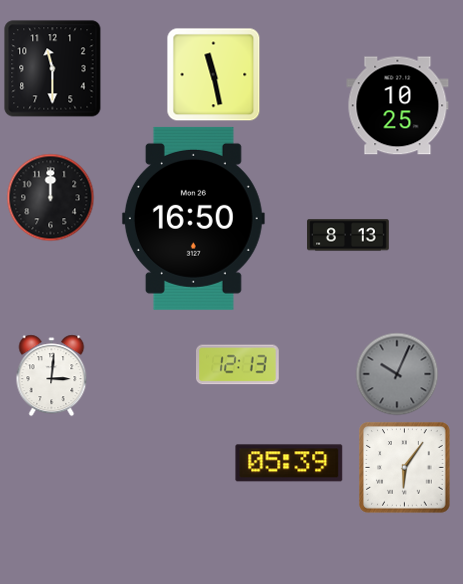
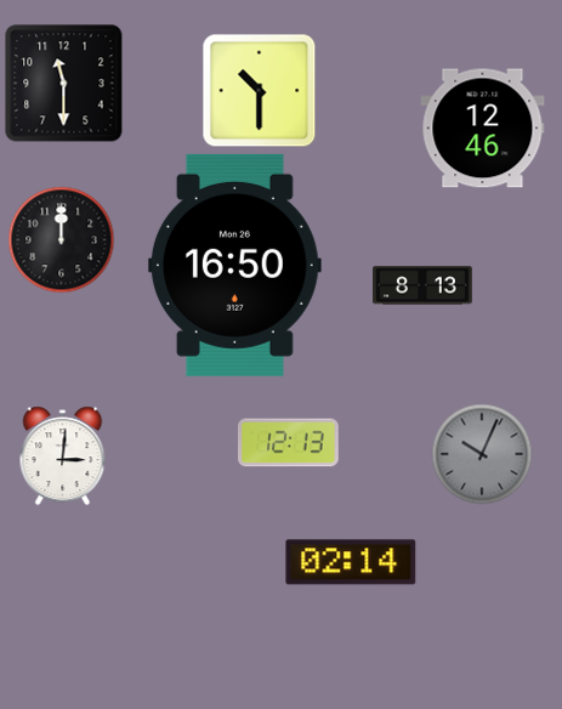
clock at (213, 74): 11:28 -> 10:30
clock at (398, 106): 10:25 -> 12:46
clock at (289, 463): 05:39 -> 02:14
clock at (405, 468): 6:06 -> none
